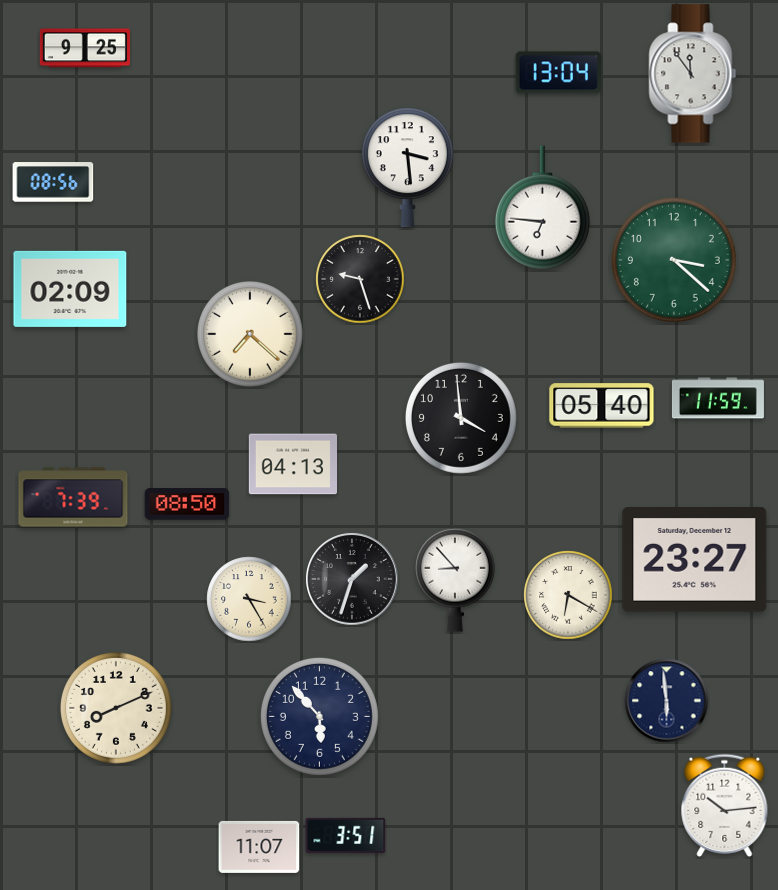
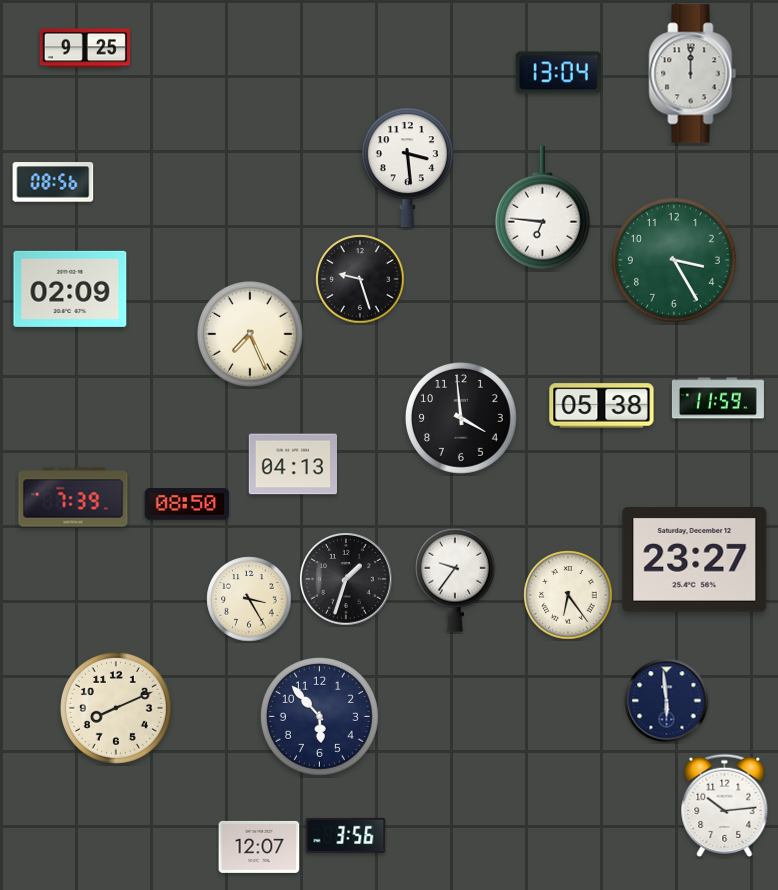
clock at (693, 74): 11:54 -> 12:00
clock at (674, 260): 3:22 -> 3:25
clock at (251, 335): 7:22 -> 7:26
clock at (602, 406): 05:40 -> 05:38
clock at (352, 579) position: (352, 579) -> (346, 579)
clock at (455, 580): 8:53 -> 9:36
clock at (568, 595): 6:20 -> 6:24
clock at (346, 835): 3:51 -> 3:56
clock at (259, 847): 11:07 -> 12:07
